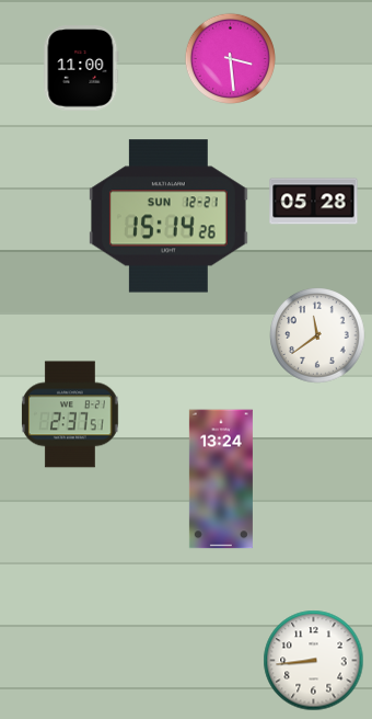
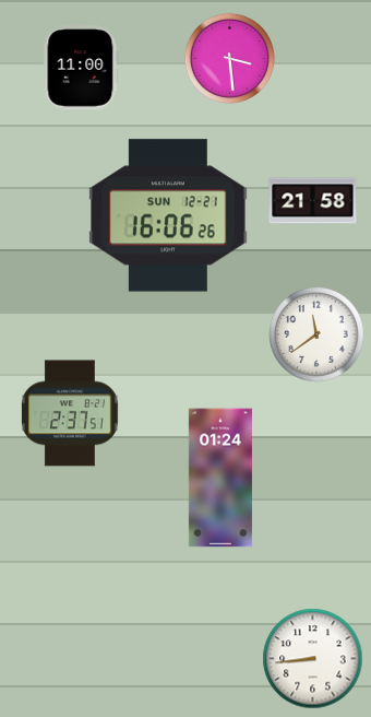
clock at (314, 202): 05:28 -> 21:58
clock at (170, 216): 15:14 -> 16:06
clock at (221, 479): 13:24 -> 01:24
